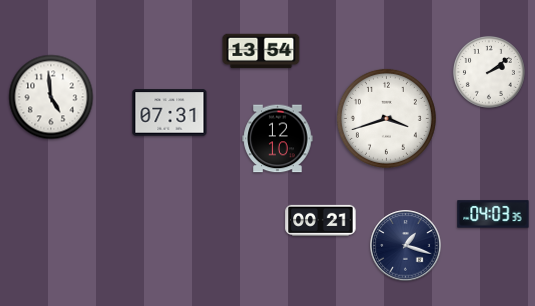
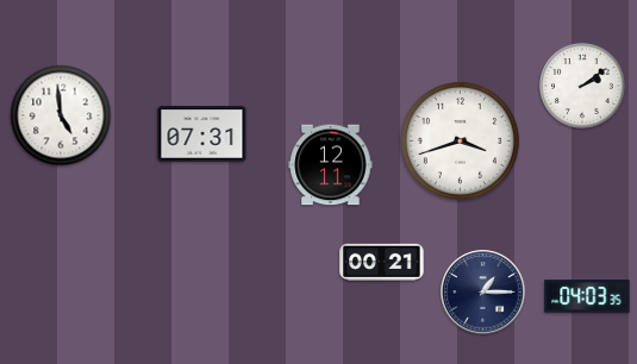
clock at (261, 51): 13:54 -> none
clock at (278, 139): 12:10 -> 12:11
clock at (493, 214) position: (493, 214) -> (587, 296)
clock at (406, 246): 1:18 -> 1:15
